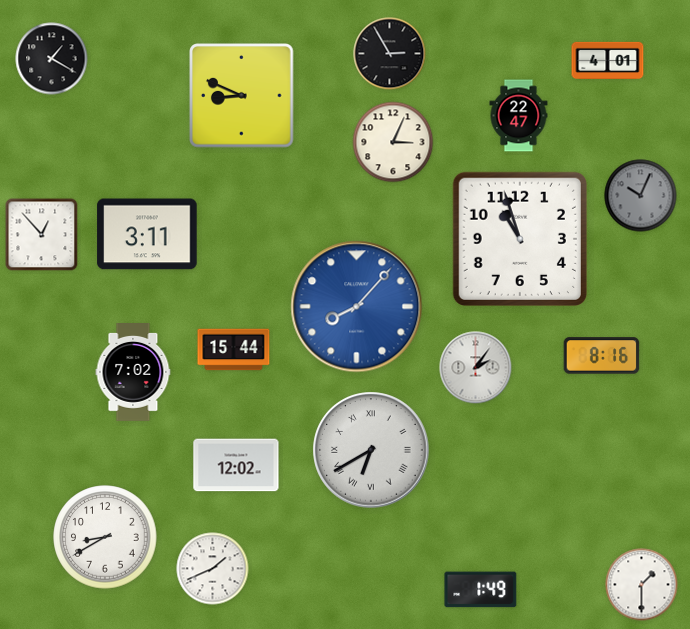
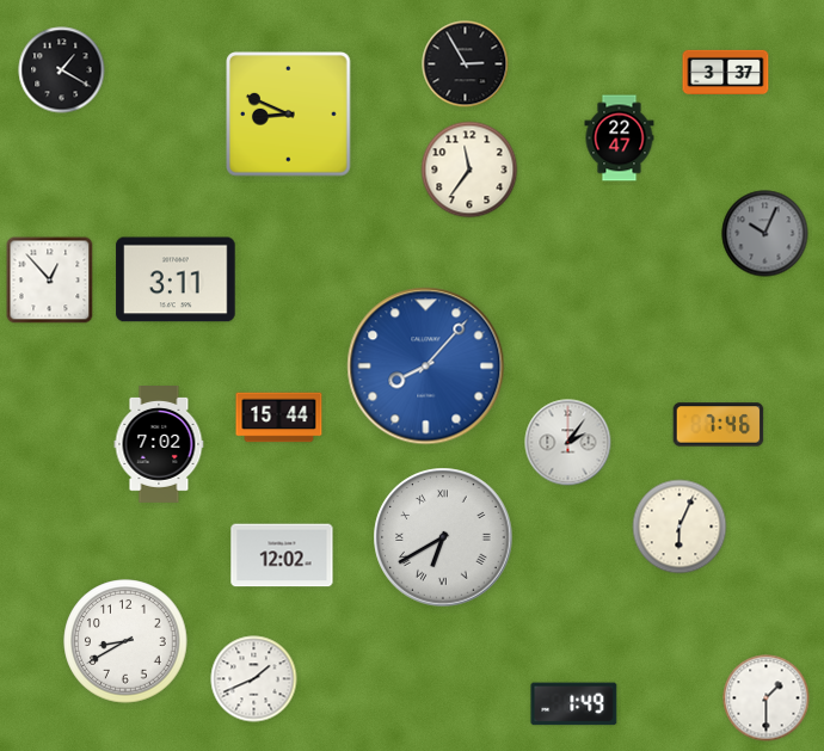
clock at (608, 60): 4:01 -> 3:37
clock at (393, 142): 3:04 -> 11:36
clock at (520, 239): 10:57 -> none
clock at (602, 356): 8:16 -> 7:46
clock at (476, 368) position: (476, 368) -> (568, 443)
clock at (680, 527): none -> 6:04
